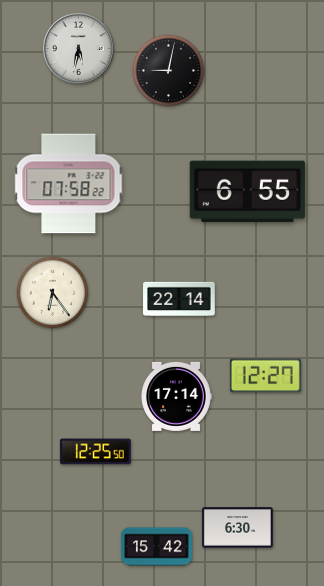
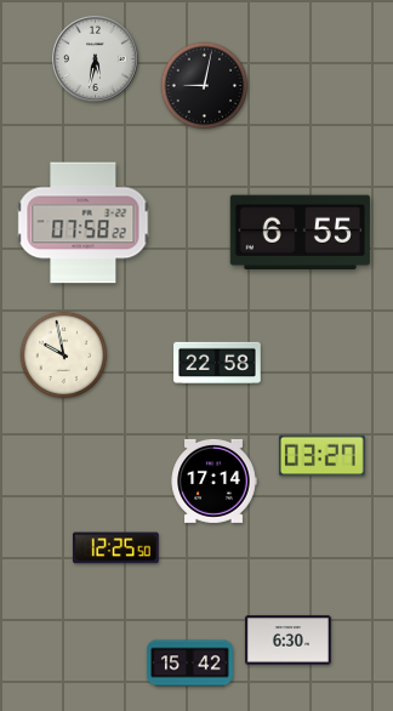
clock at (53, 293): 6:24 -> 9:58
clock at (179, 299): 22:14 -> 22:58
clock at (265, 376): 12:27 -> 03:27
